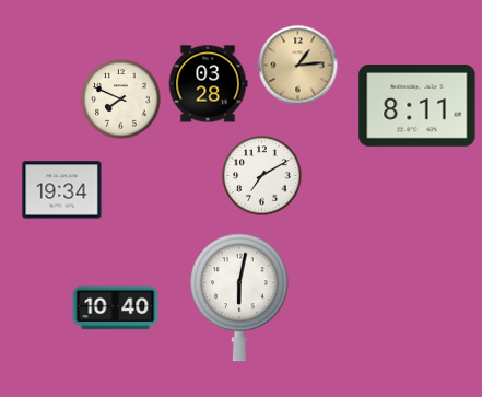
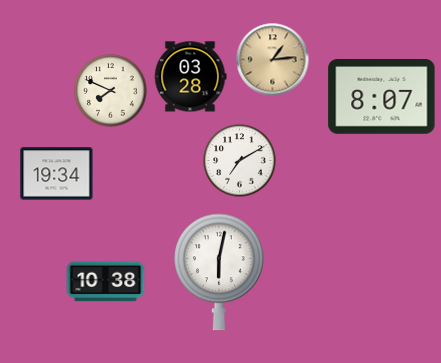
clock at (418, 106): 8:11 -> 8:07
clock at (116, 308): 10:40 -> 10:38
